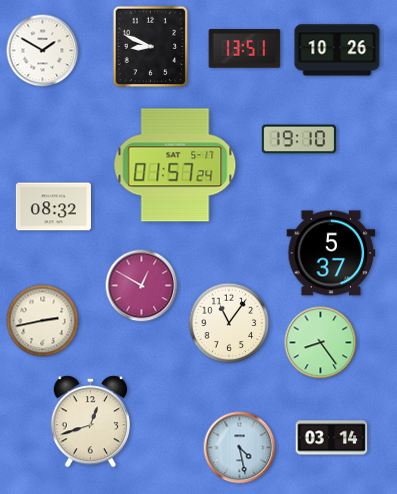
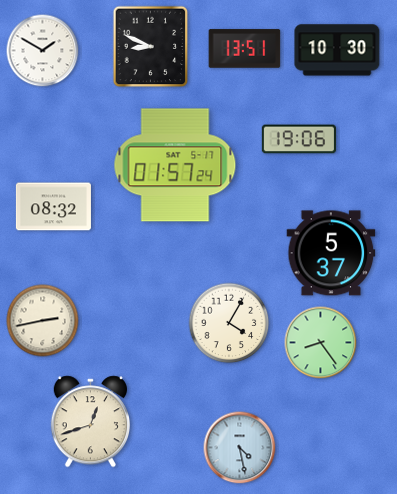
clock at (337, 50): 10:26 -> 10:30
clock at (298, 139): 19:10 -> 19:06
clock at (142, 286): 12:50 -> none
clock at (229, 323): 11:06 -> 4:05
clock at (332, 438): 03:14 -> none
